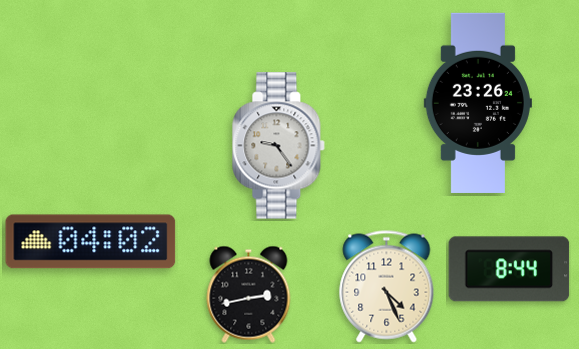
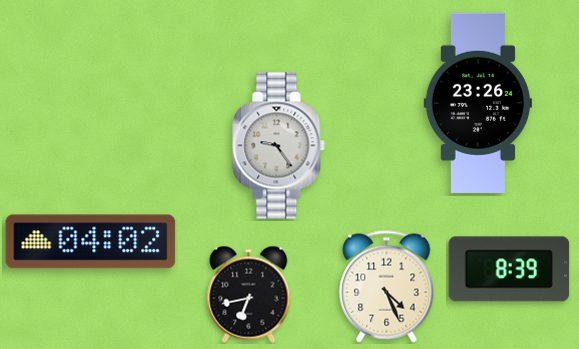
clock at (509, 269): 8:44 -> 8:39
clock at (249, 294): 2:43 -> 6:43
